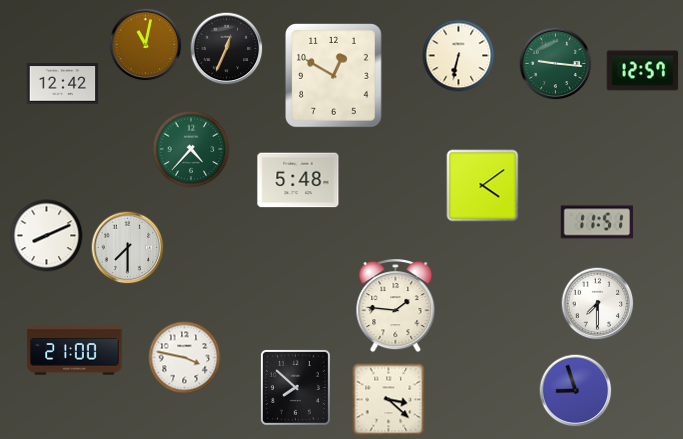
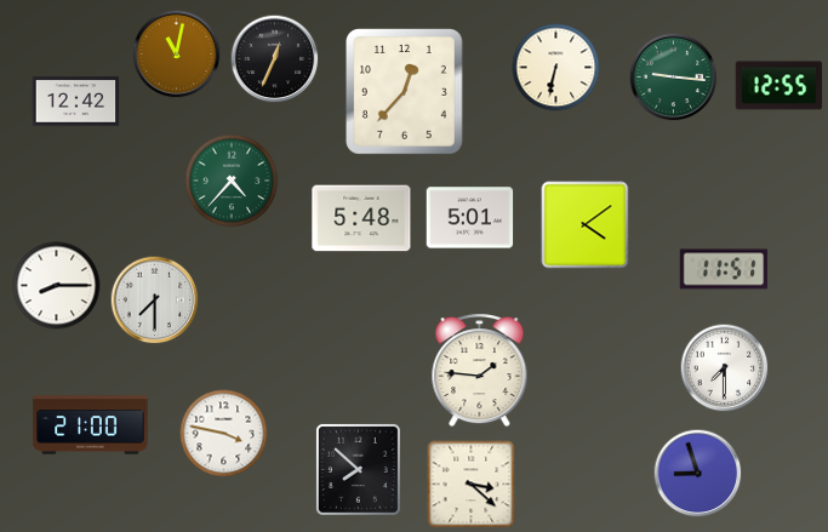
clock at (643, 71): 12:57 -> 12:55
clock at (334, 76): 12:50 -> 12:37
clock at (470, 218): none -> 5:01
clock at (47, 236): 8:11 -> 8:15
